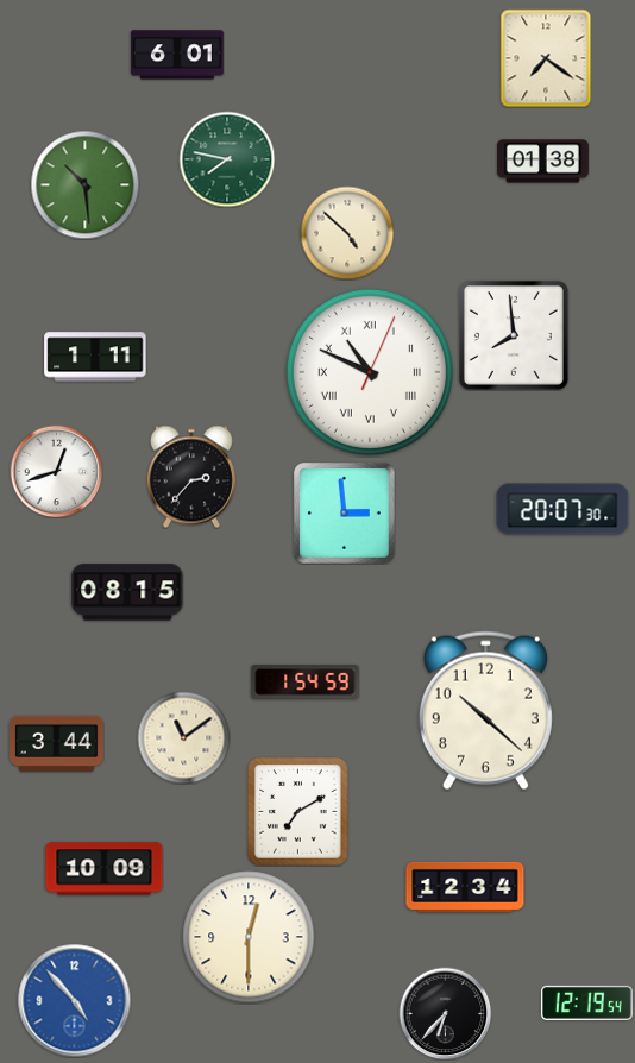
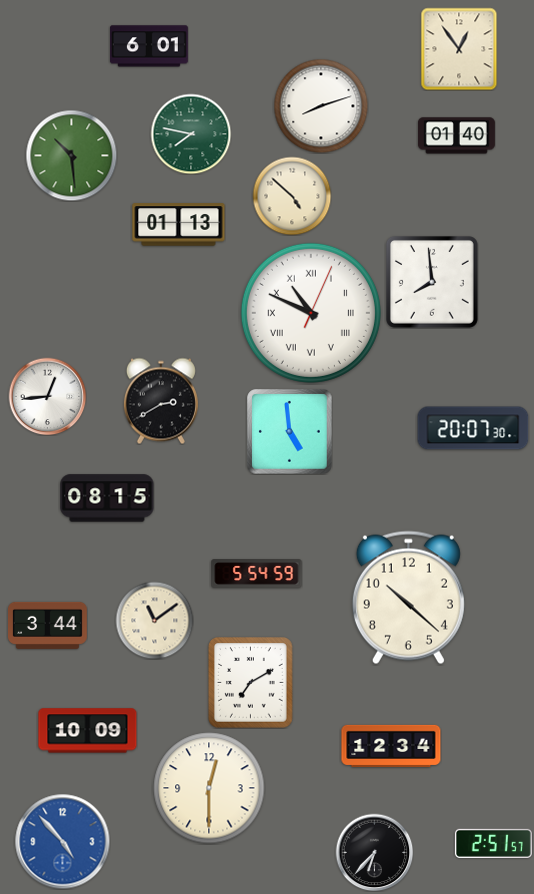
clock at (546, 58): 7:21 -> 12:54
clock at (321, 106): none -> 8:12
clock at (542, 162): 01:38 -> 01:40
clock at (179, 225): none -> 01:13
clock at (95, 357): 1:11 -> none
clock at (56, 471): 12:42 -> 12:44
clock at (191, 477): 2:37 -> 2:40
clock at (345, 514): 2:59 -> 4:59
clock at (306, 683): 1:54 -> 5:54
clock at (586, 1002): 12:19 -> 2:51
